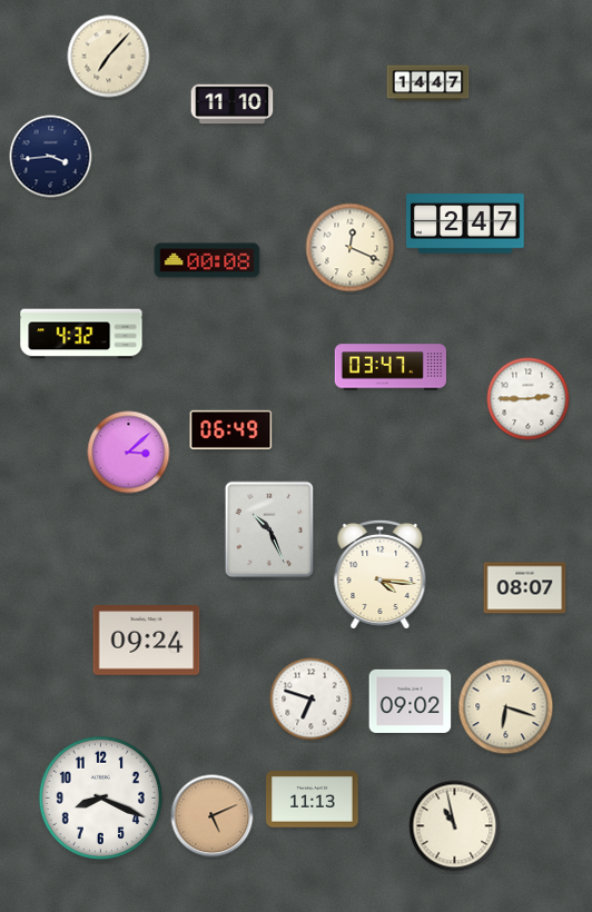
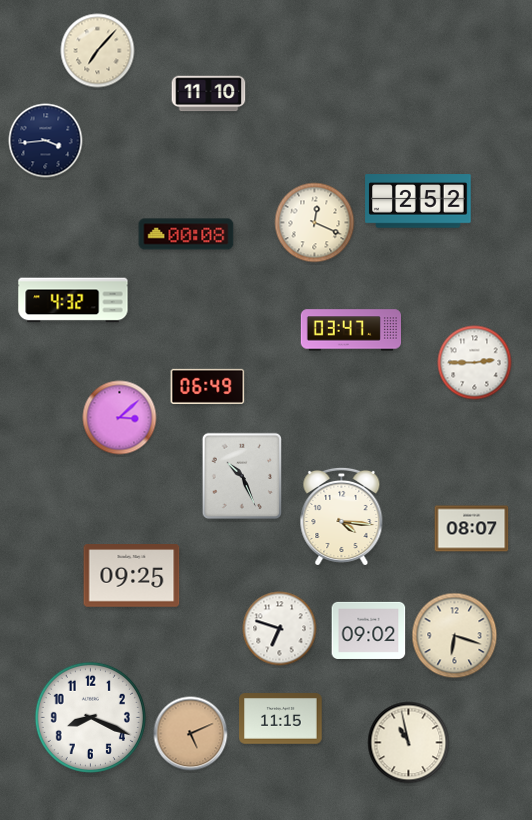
clock at (428, 83): 14:47 -> none
clock at (465, 224): 2:47 -> 2:52
clock at (529, 399) position: (529, 399) -> (475, 363)
clock at (129, 453) position: (129, 453) -> (120, 418)
clock at (147, 641): 09:24 -> 09:25
clock at (313, 800): 11:13 -> 11:15
